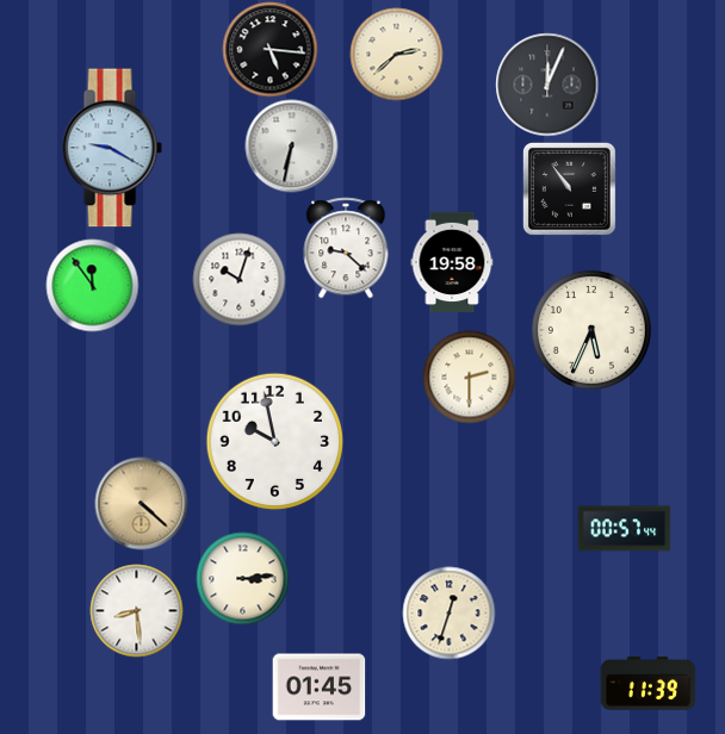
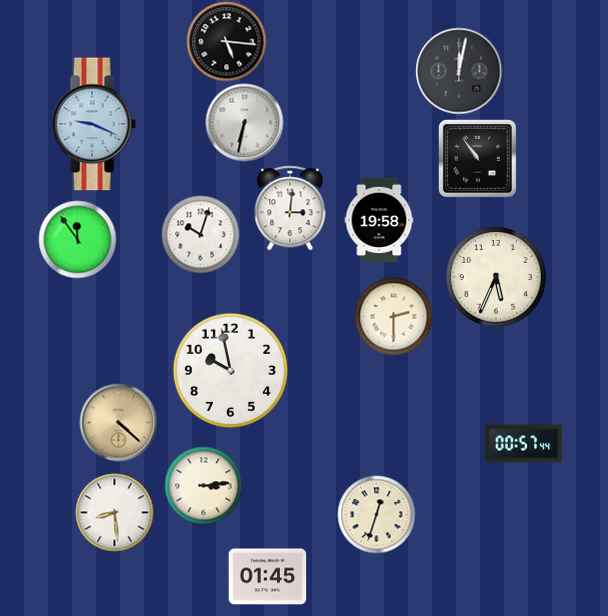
clock at (396, 54): 2:38 -> none
clock at (547, 85): 12:04 -> 12:02
clock at (112, 148): 9:20 -> 9:19
clock at (346, 248): 9:22 -> 3:01
clock at (647, 684): 11:39 -> none
